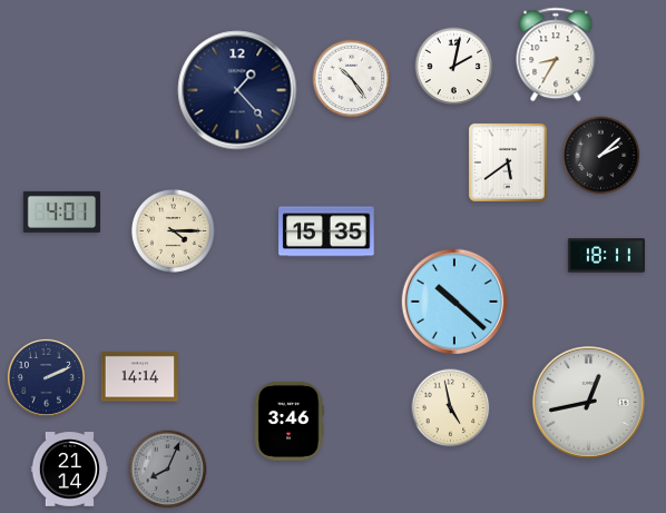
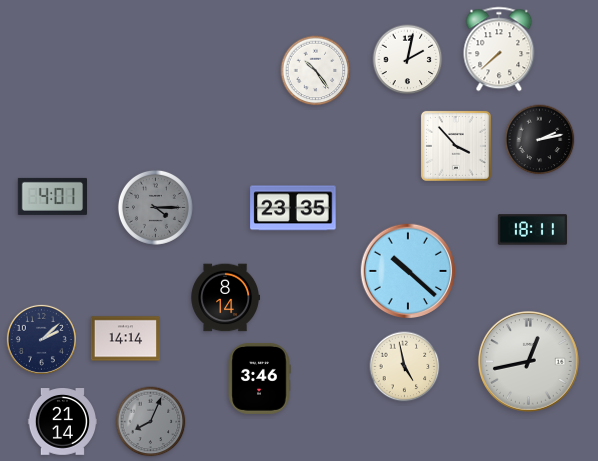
clock at (556, 55): 8:35 -> 7:38
clock at (237, 90): 1:23 -> none
clock at (601, 156): 2:08 -> 2:13
clock at (508, 162): 5:39 -> 3:53
clock at (61, 211) position: (61, 211) -> (52, 196)
clock at (173, 230) dial: cream -> grey
clock at (326, 231): 15:35 -> 23:35
clock at (606, 256) position: (606, 256) -> (532, 230)
clock at (225, 298): none -> 8:14
clock at (46, 377): 2:11 -> 2:08
